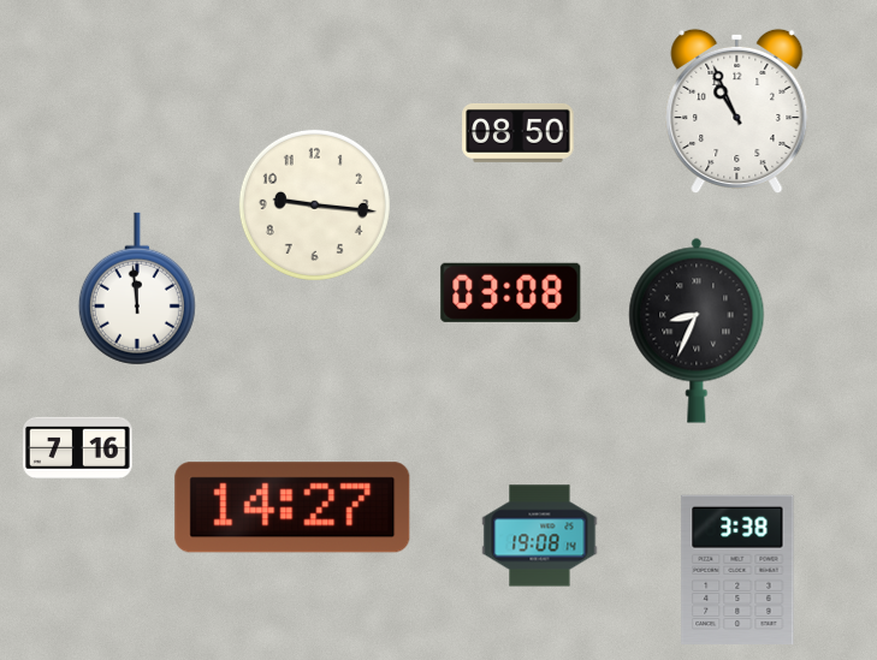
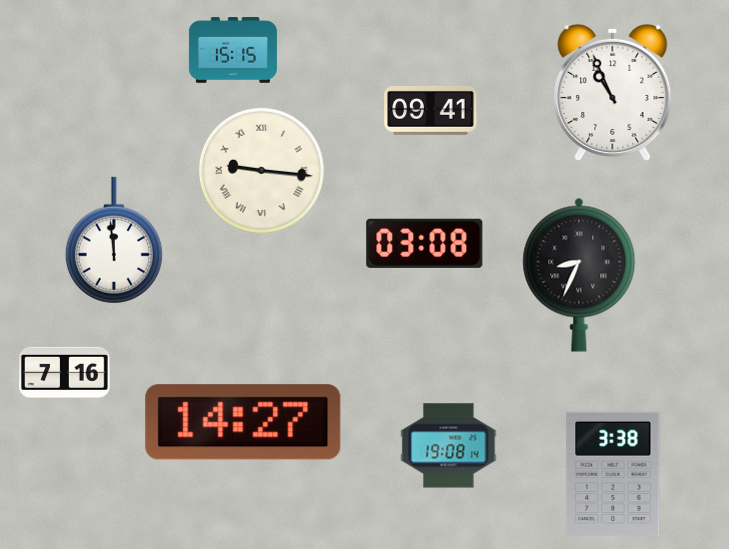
clock at (233, 50): none -> 15:15
clock at (519, 132): 08:50 -> 09:41
clock at (314, 204) numerals: Arabic -> Roman
